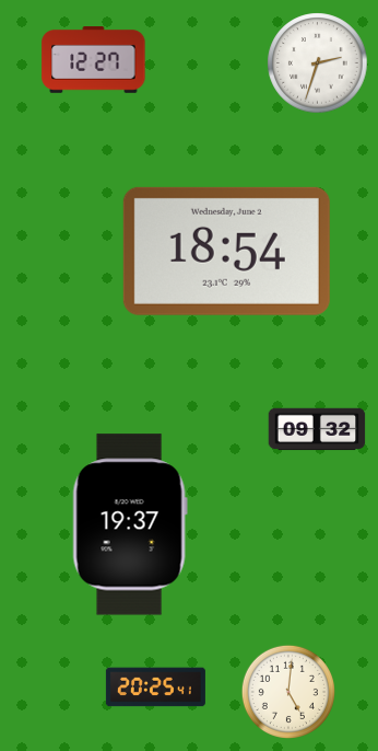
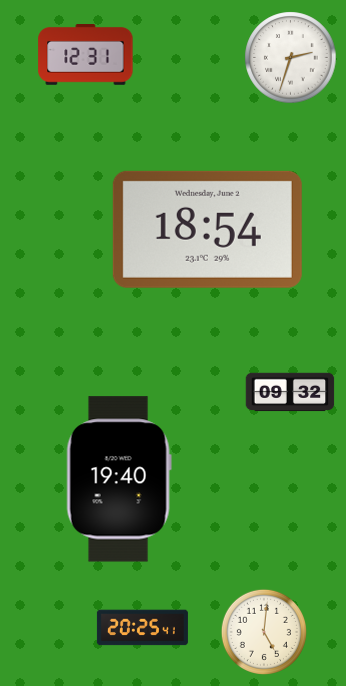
clock at (94, 60): 12:27 -> 12:31
clock at (130, 524): 19:37 -> 19:40
